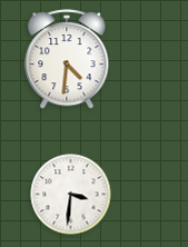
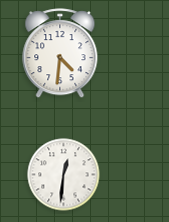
clock at (71, 195): 3:31 -> 12:31
